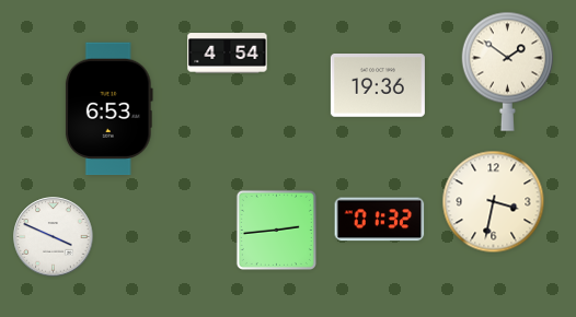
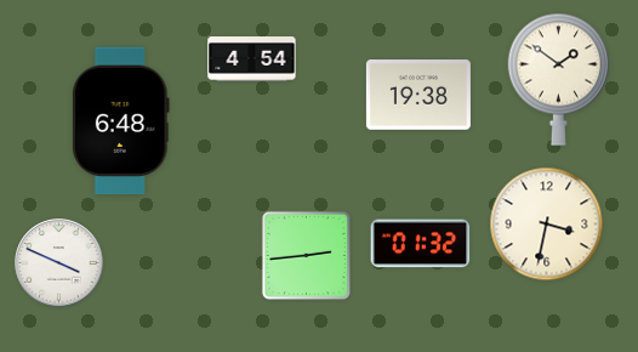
clock at (508, 71) position: (508, 71) -> (559, 79)
clock at (378, 86): 19:36 -> 19:38
clock at (108, 109): 6:53 -> 6:48
